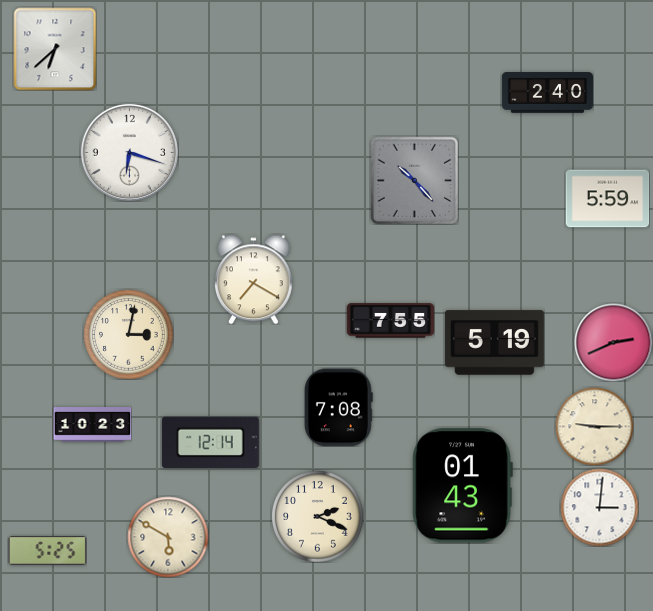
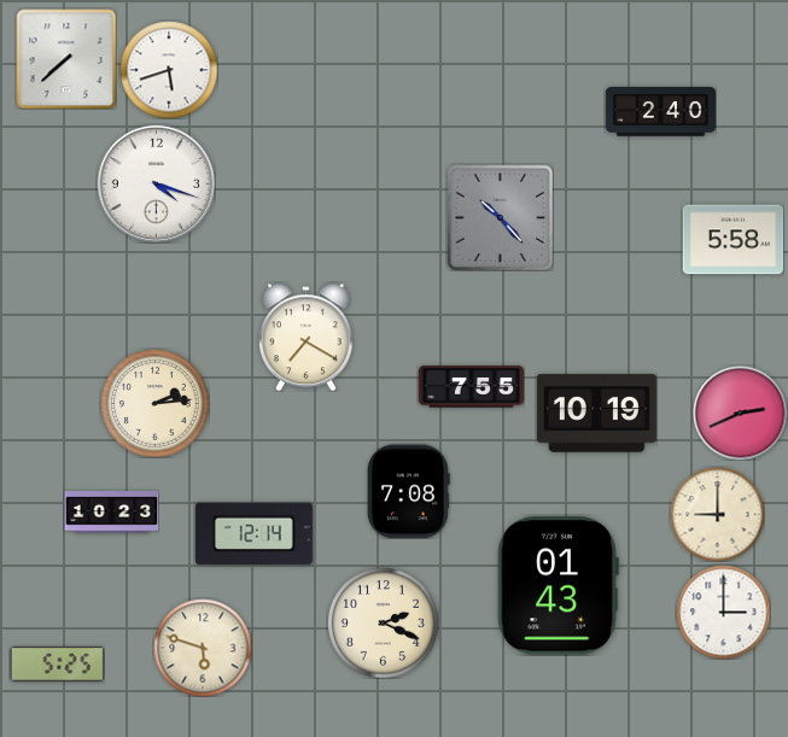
clock at (55, 49): 6:38 -> 7:38
clock at (169, 70): none -> 5:42
clock at (129, 152): 6:18 -> 4:18
clock at (607, 199): 5:59 -> 5:58
clock at (128, 334): 3:02 -> 2:14
clock at (494, 343): 5:19 -> 10:19
clock at (594, 426): 9:15 -> 9:00
clock at (599, 507): 3:01 -> 3:00
clock at (168, 537): 5:50 -> 5:48
